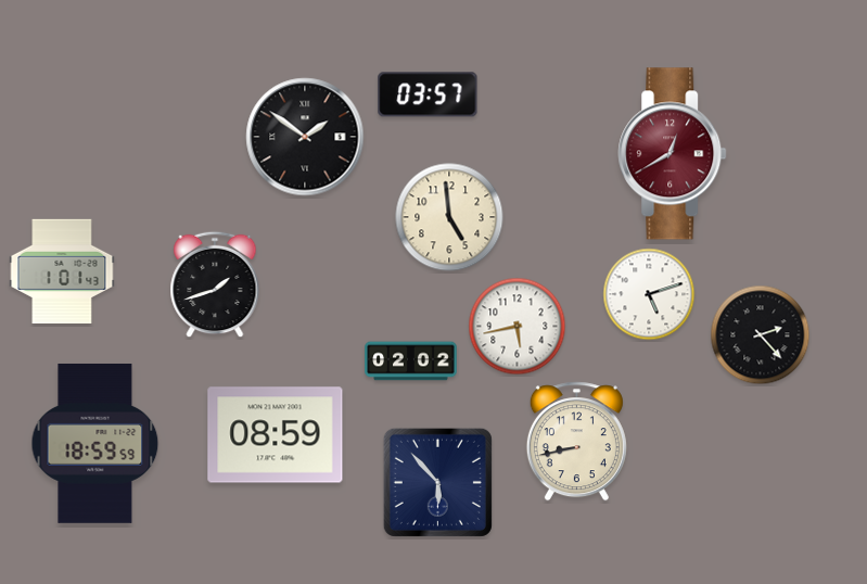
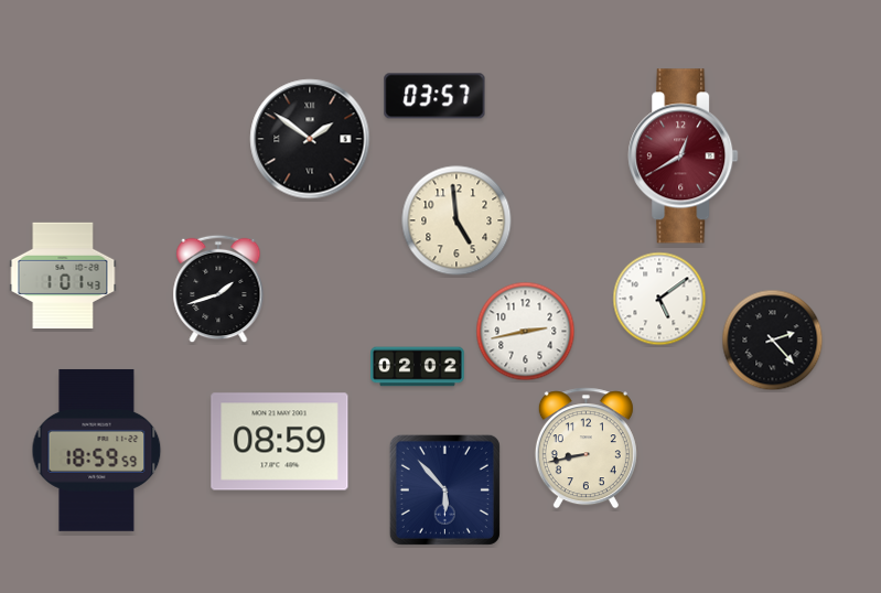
clock at (649, 294): 5:12 -> 5:09
clock at (518, 327): 5:43 -> 2:43
